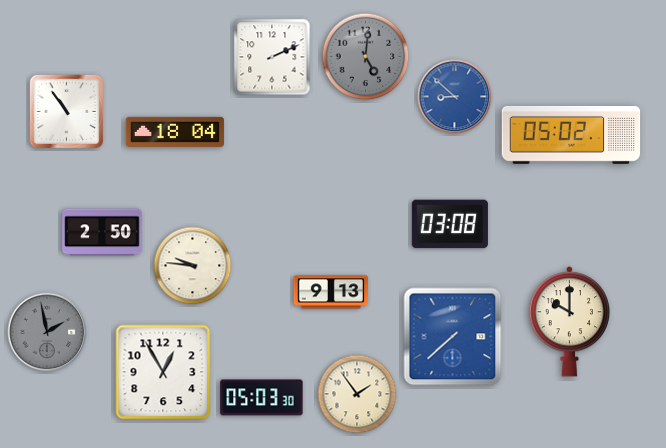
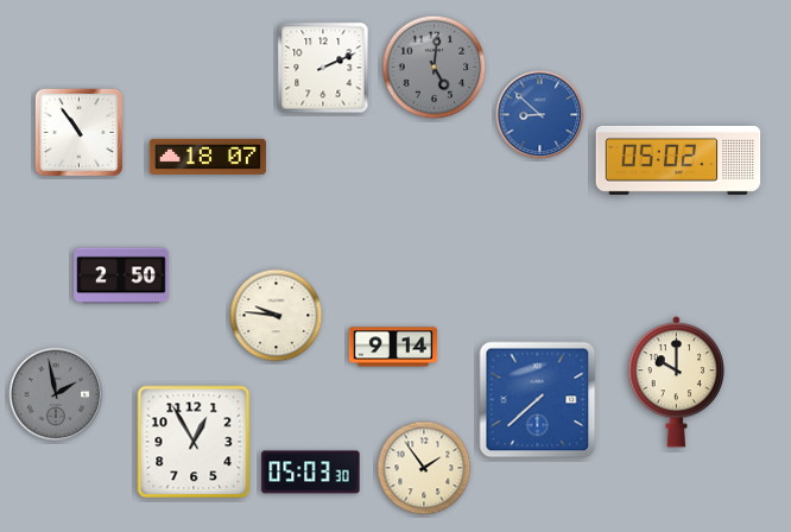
clock at (175, 132): 18:04 -> 18:07
clock at (450, 224): 03:08 -> none
clock at (193, 266) position: (193, 266) -> (277, 316)
clock at (331, 292): 9:13 -> 9:14
